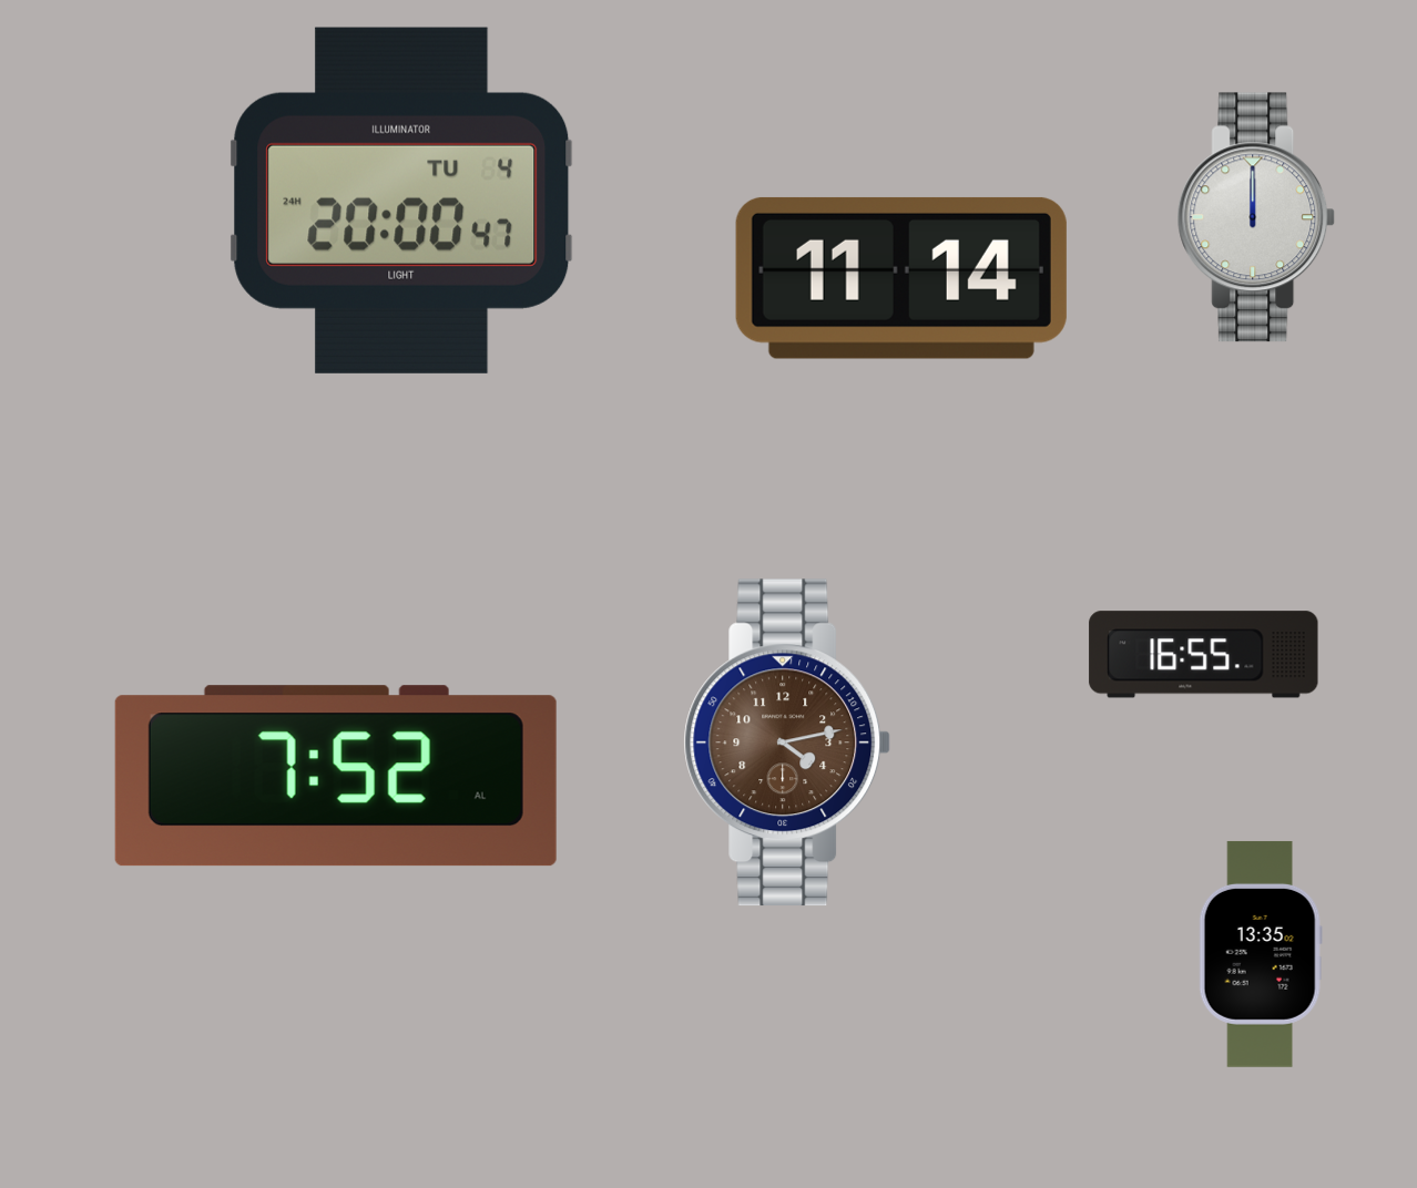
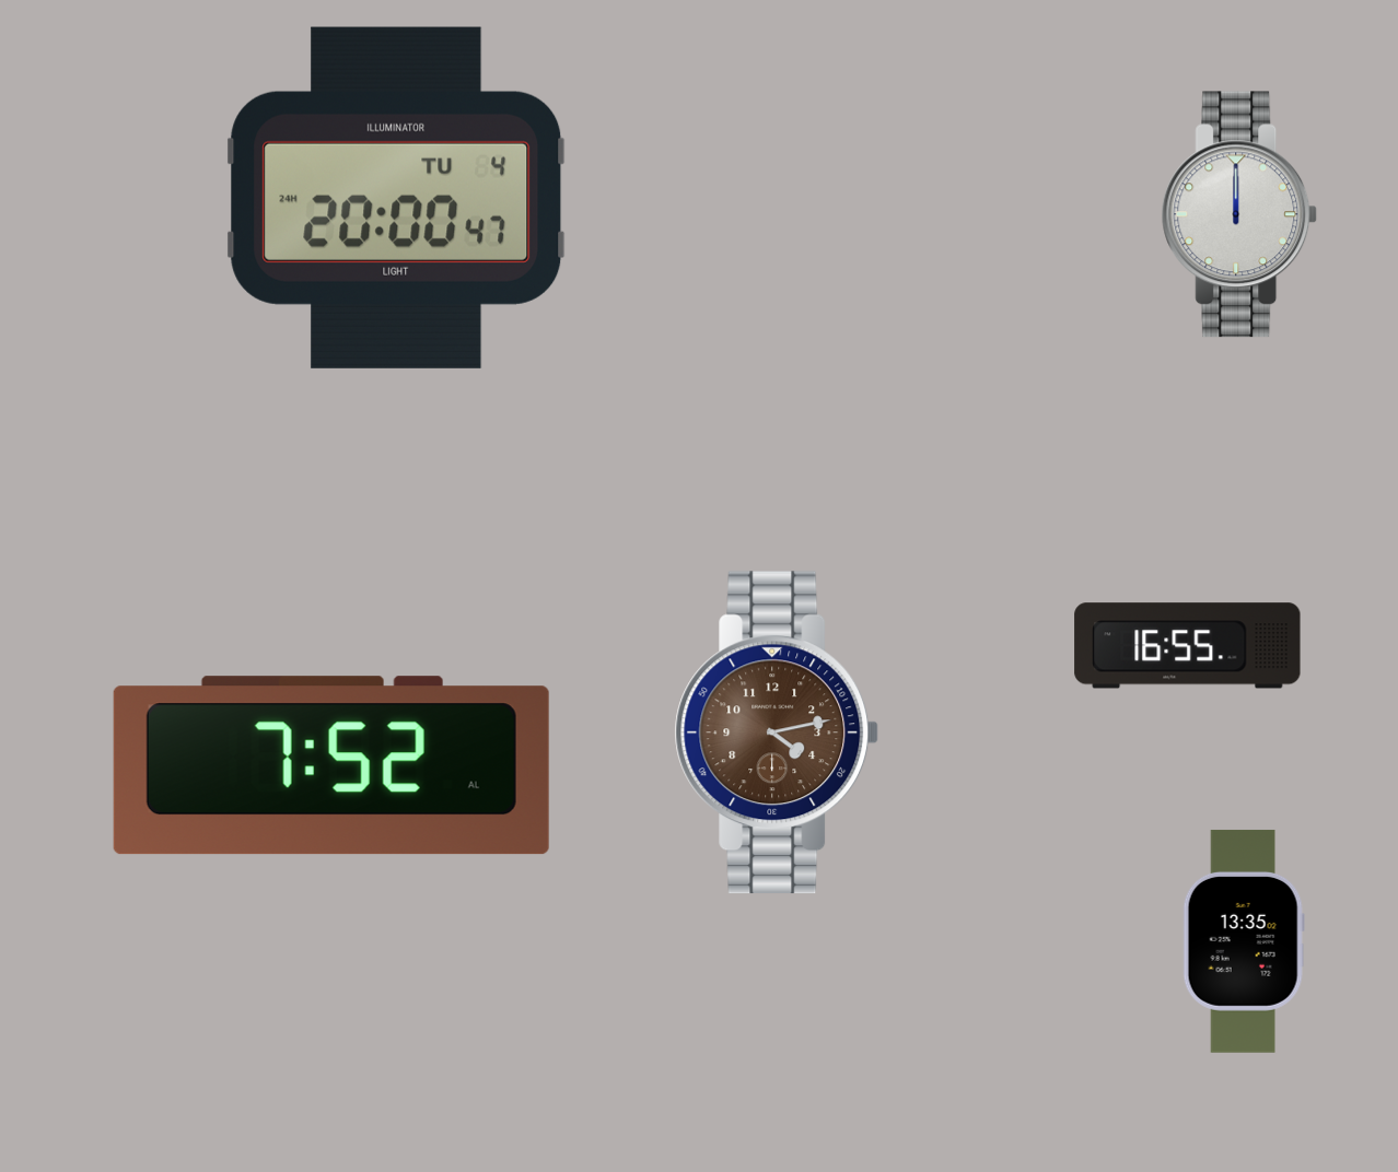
clock at (901, 278): 11:14 -> none
